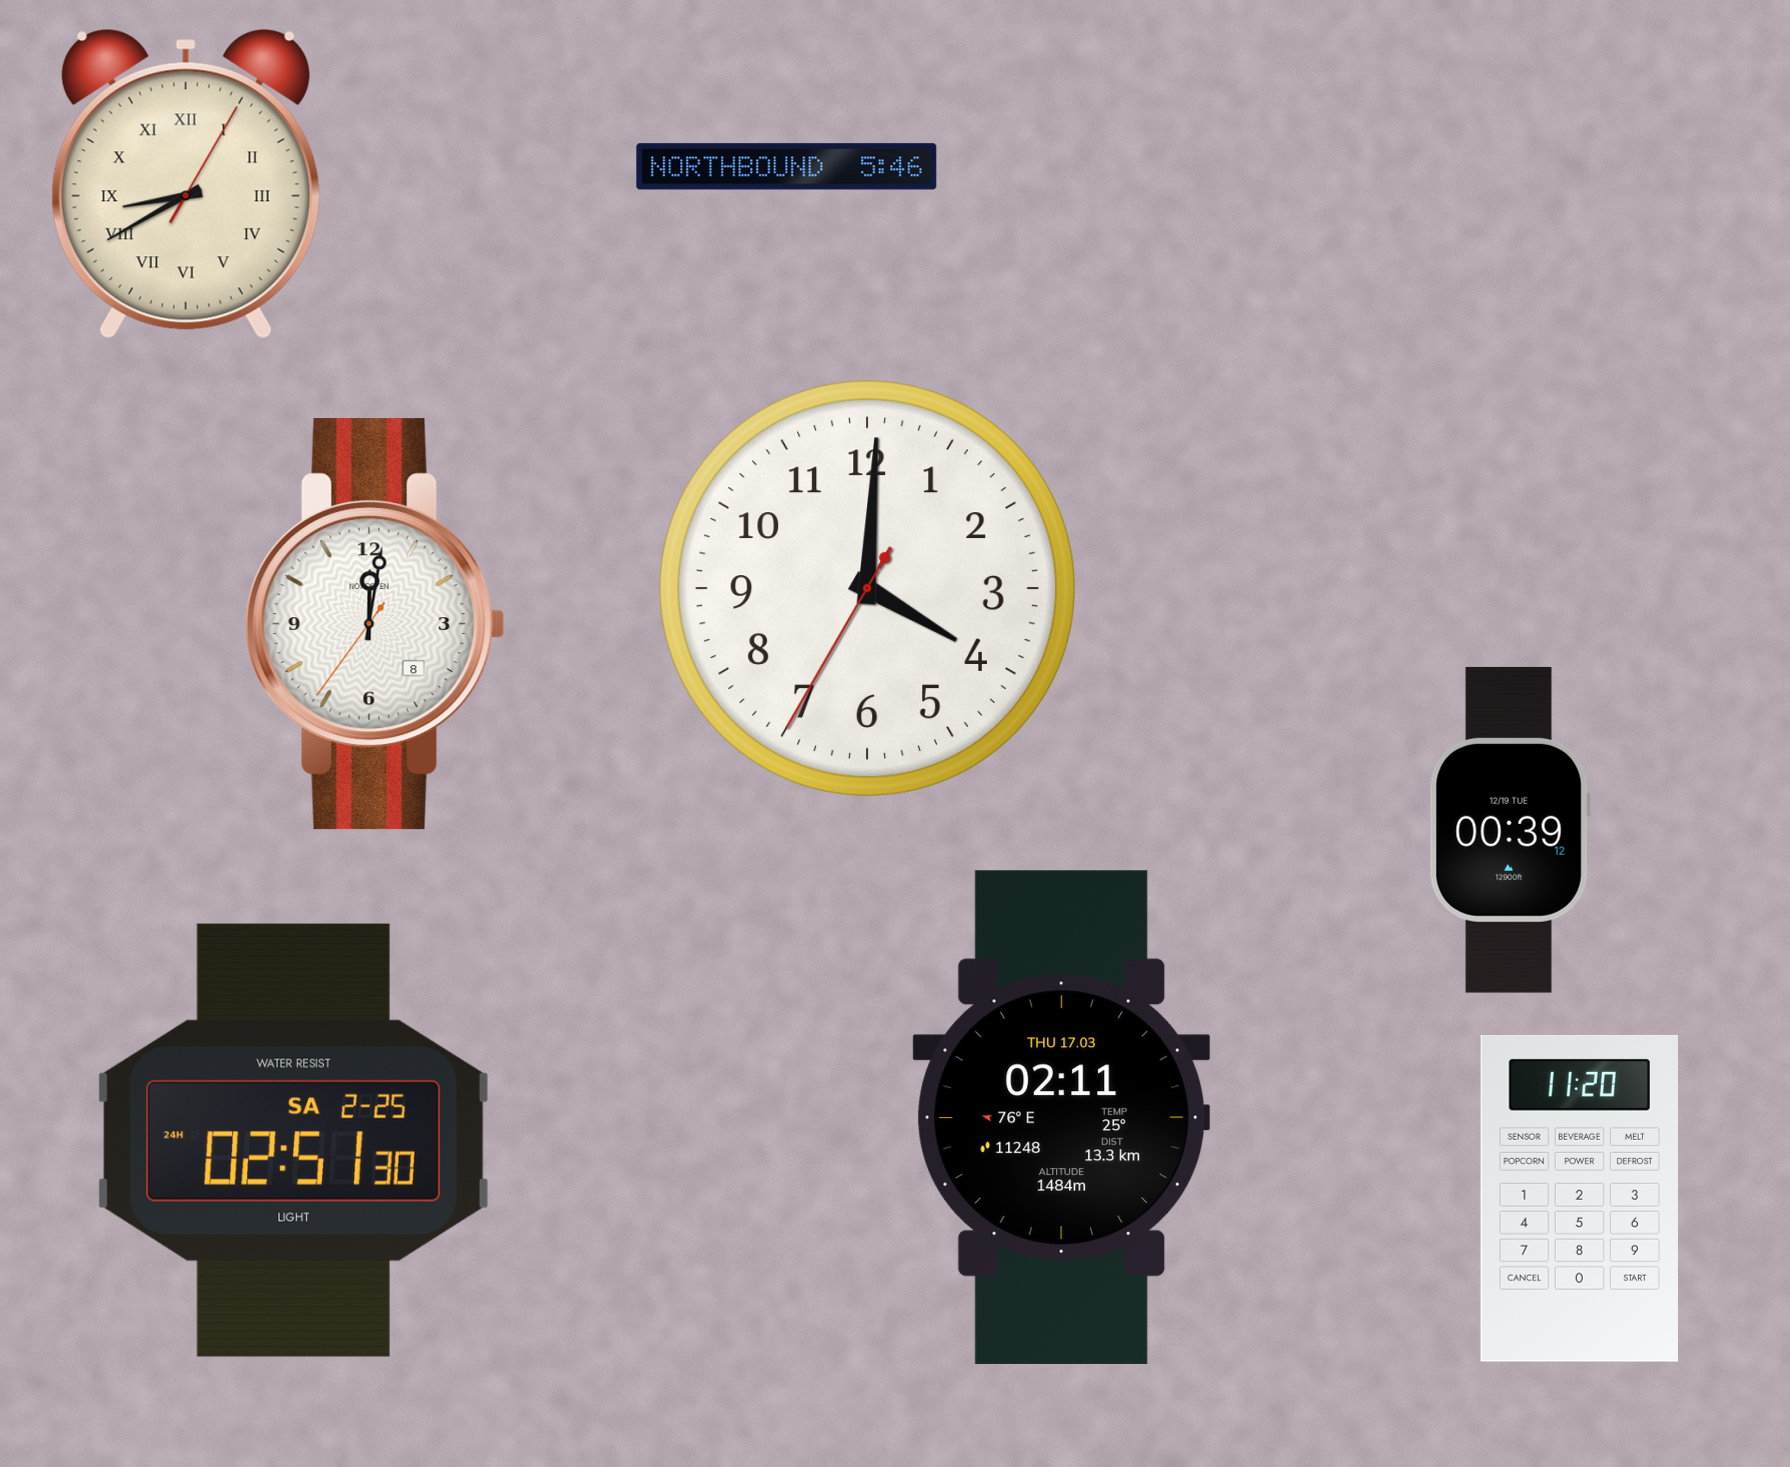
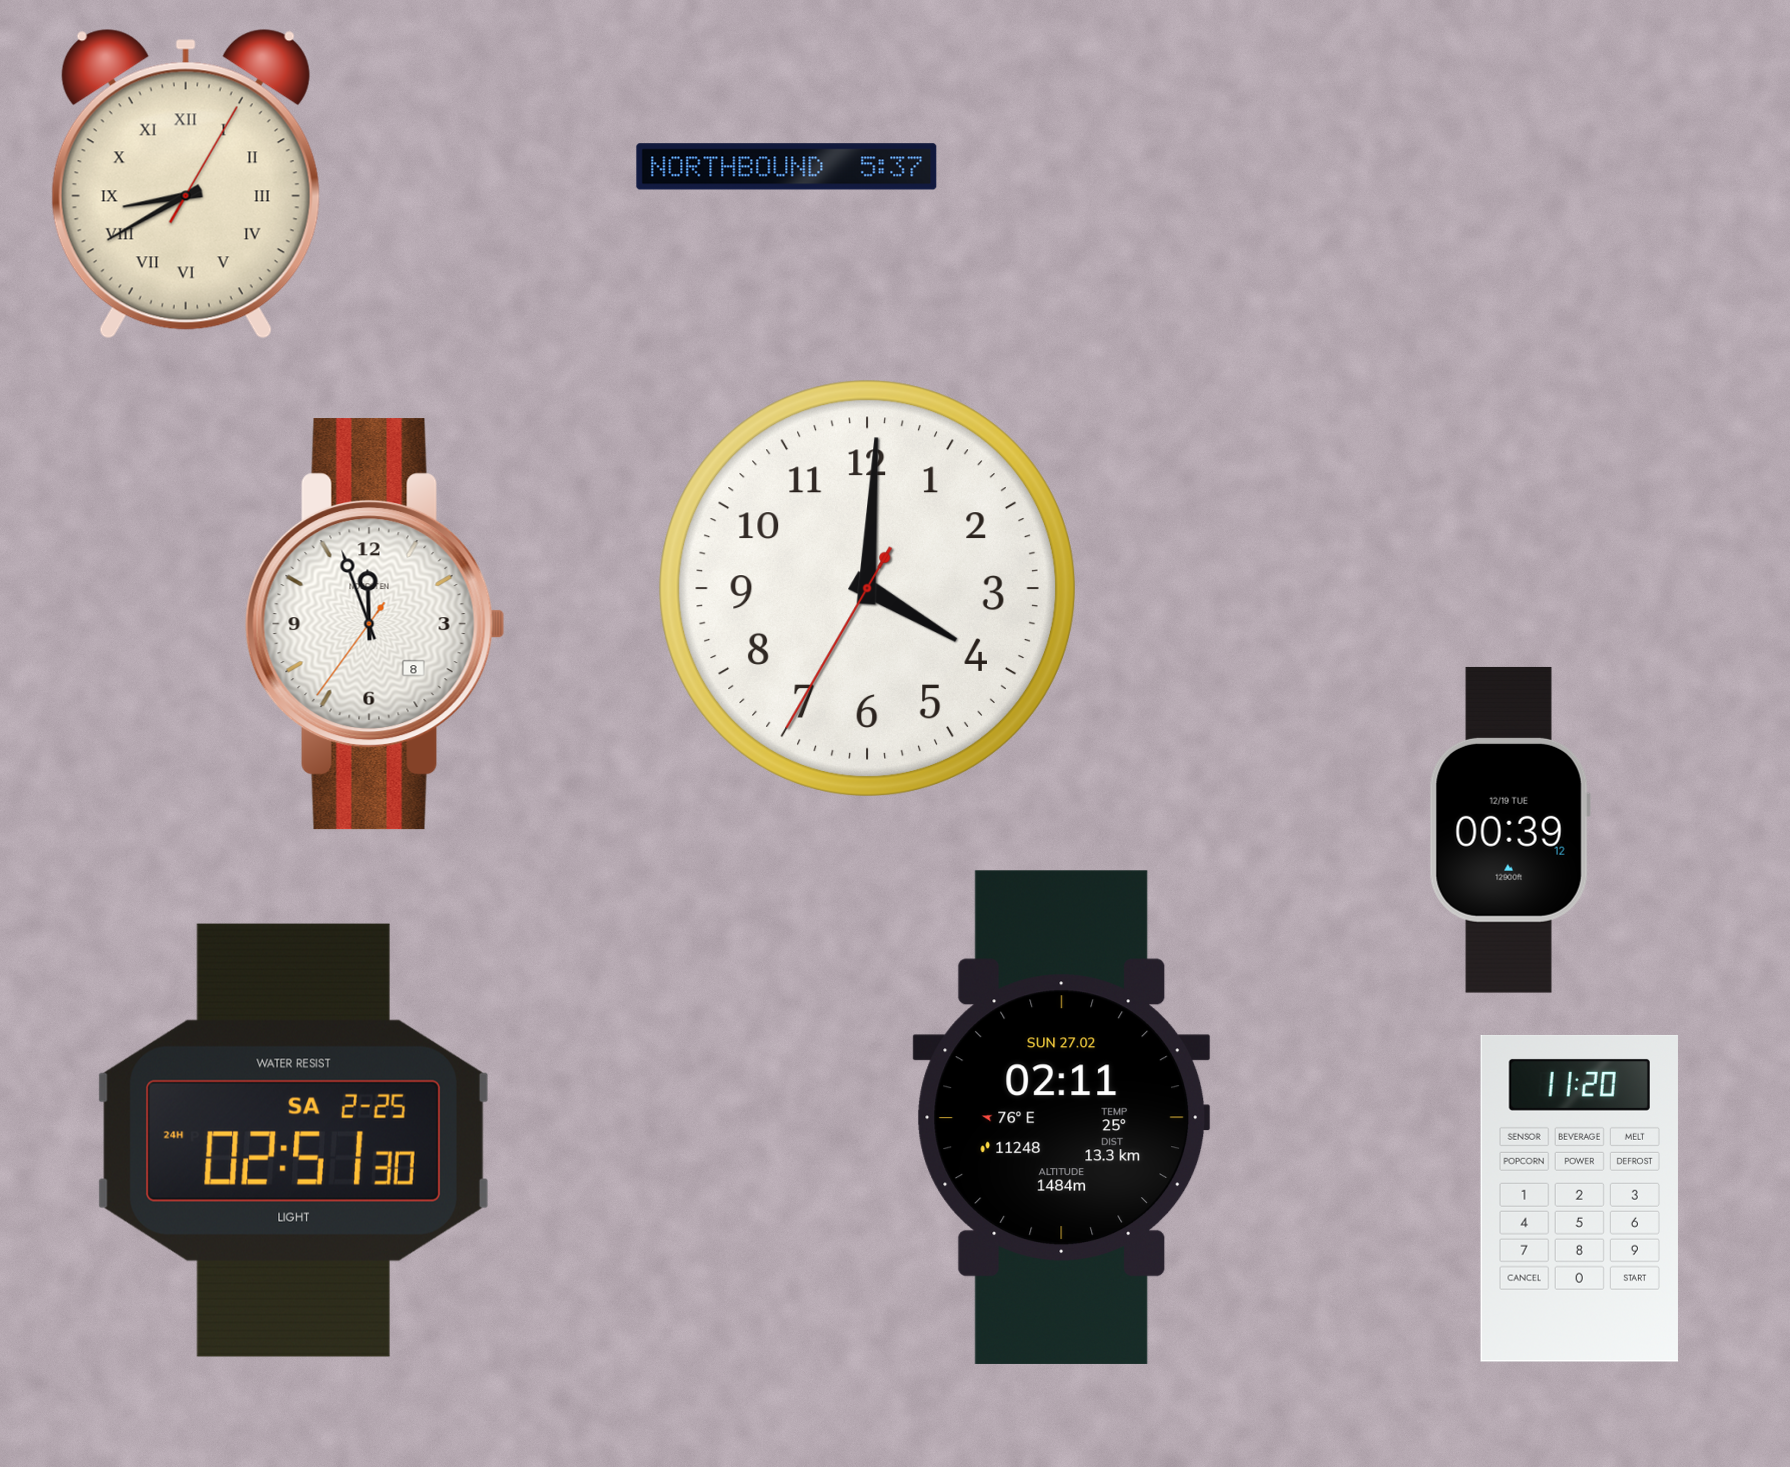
clock at (787, 167): 5:46 -> 5:37
clock at (375, 624): 12:01 -> 11:56
clock at (1062, 1117) date: THU 17.03 -> SUN 27.02
